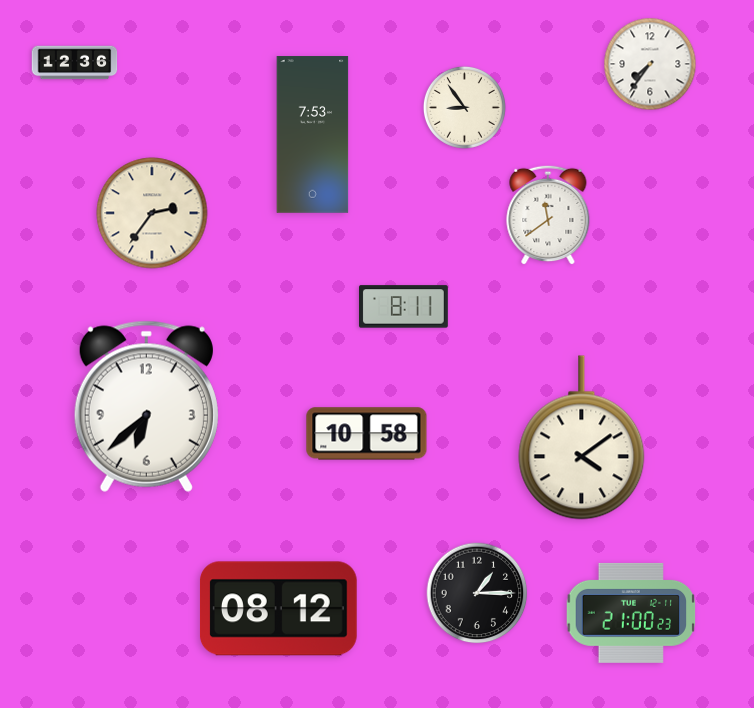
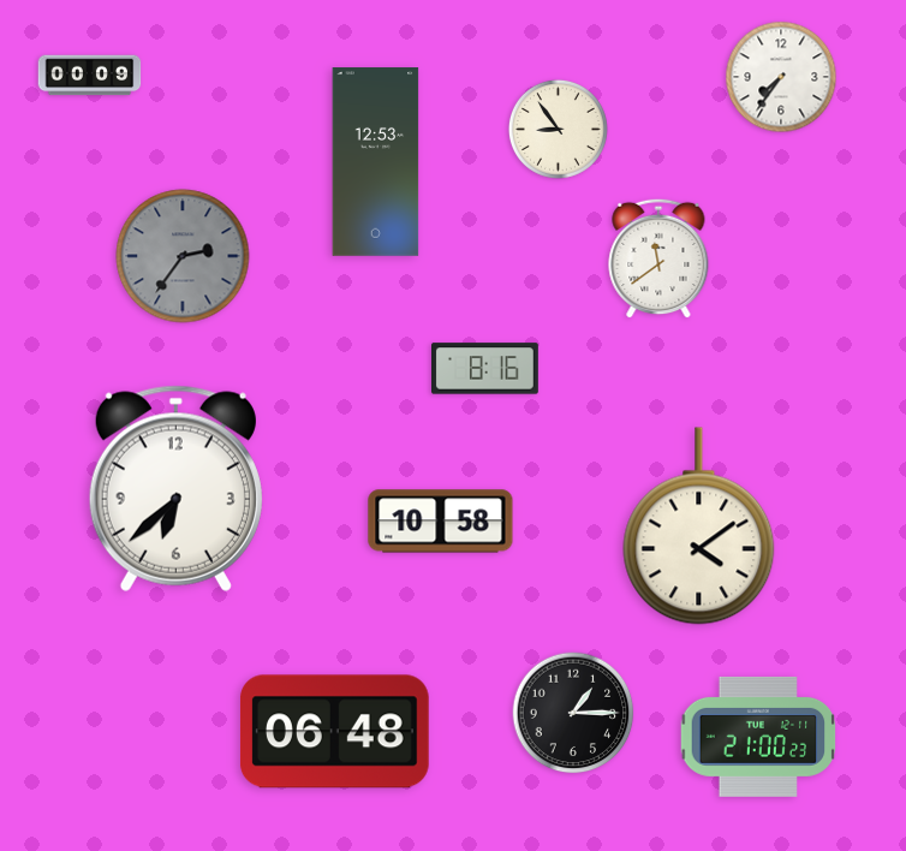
clock at (75, 63): 12:36 -> 00:09
clock at (313, 135): 7:53 -> 12:53
clock at (152, 213) dial: cream -> grey
clock at (404, 307): 8:11 -> 8:16
clock at (278, 609): 08:12 -> 06:48
